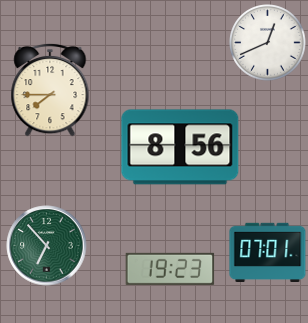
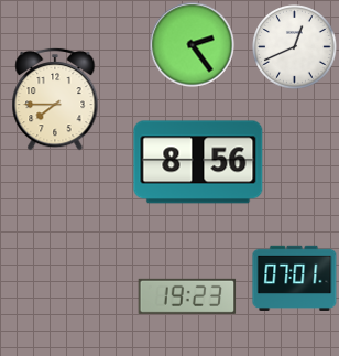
clock at (193, 45): none -> 2:24
clock at (47, 246): 6:53 -> none
